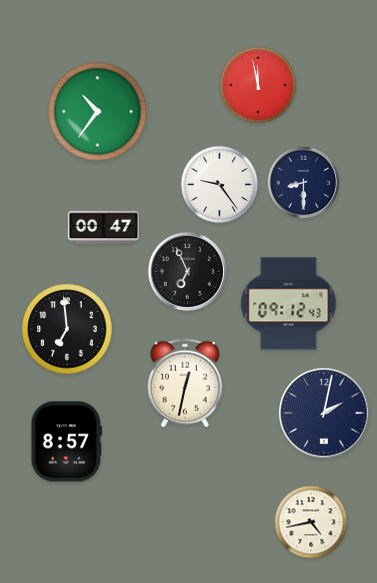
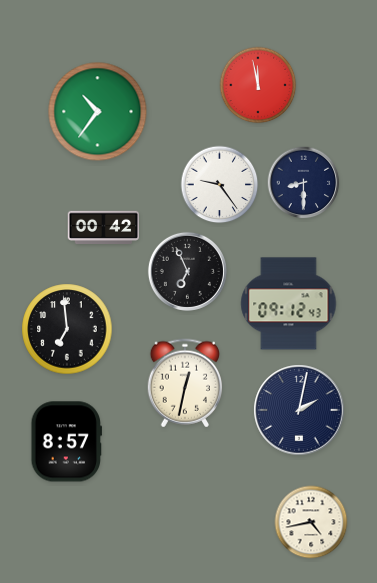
clock at (104, 227): 00:47 -> 00:42
clock at (324, 413) position: (324, 413) -> (299, 410)
